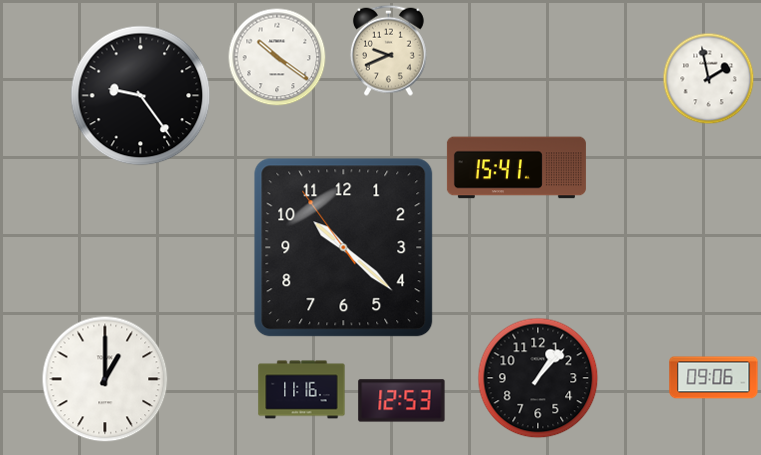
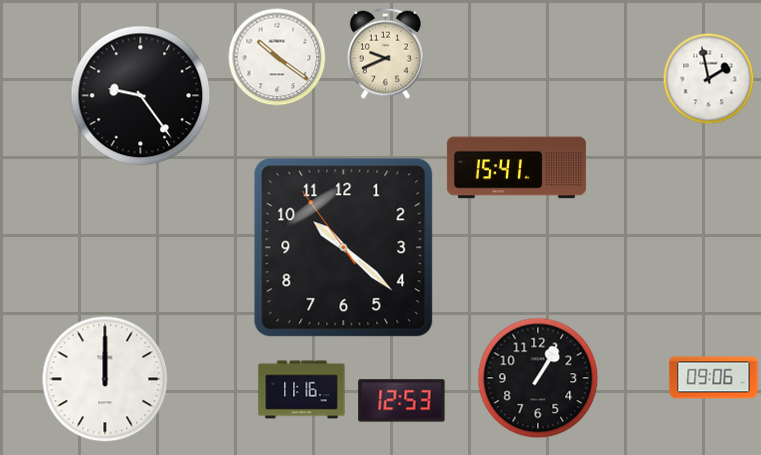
clock at (388, 50) position: (388, 50) -> (385, 53)
clock at (538, 378): 1:07 -> 1:05
clock at (105, 379): 1:00 -> 12:00
